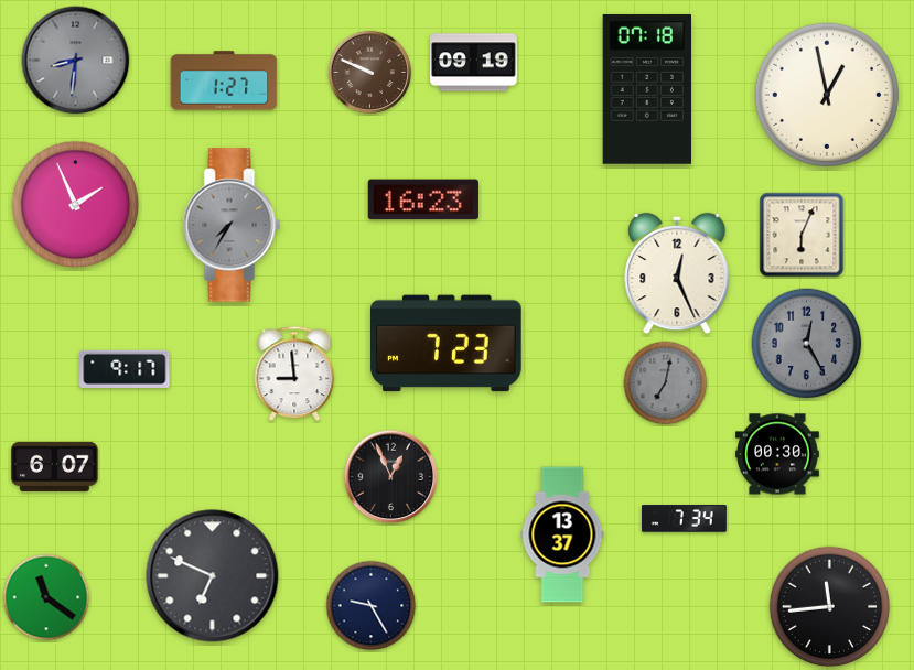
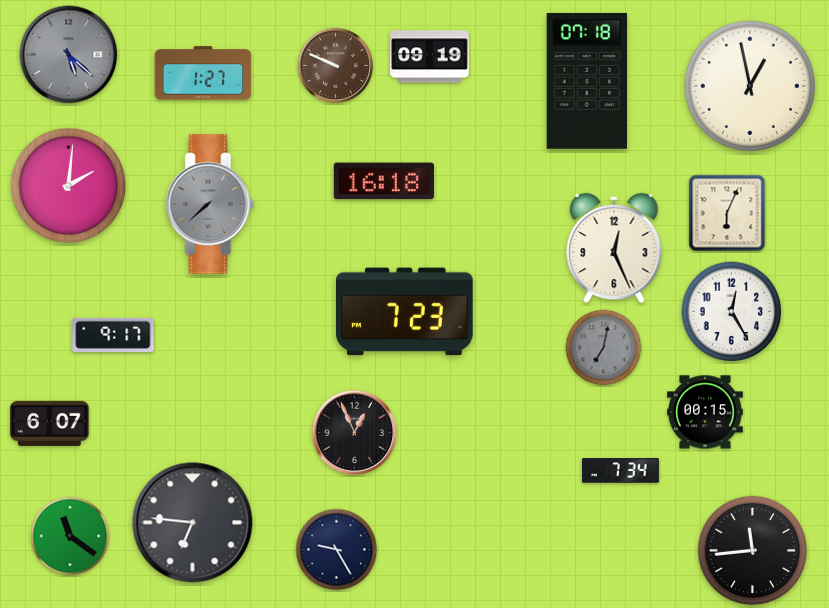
clock at (76, 61): 8:31 -> 5:22
clock at (423, 199): 16:23 -> 16:18
clock at (76, 205): 1:56 -> 2:01
clock at (232, 225): 7:35 -> 7:38
clock at (807, 344) dial: grey -> white
clock at (294, 374): 8:59 -> none
clock at (778, 454): 00:30 -> 00:15
clock at (562, 534): 13:37 -> none
clock at (213, 576): 6:49 -> 6:46
clock at (46, 597) position: (46, 597) -> (70, 536)
